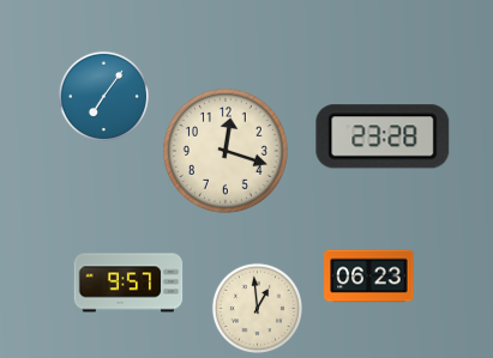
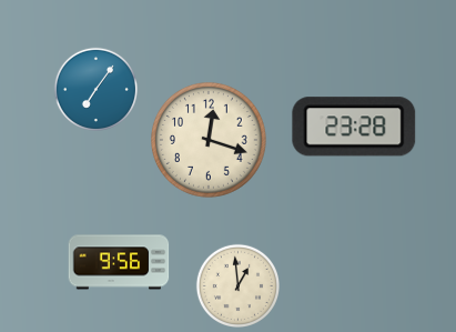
clock at (369, 277): 06:23 -> none
clock at (128, 283): 9:57 -> 9:56
